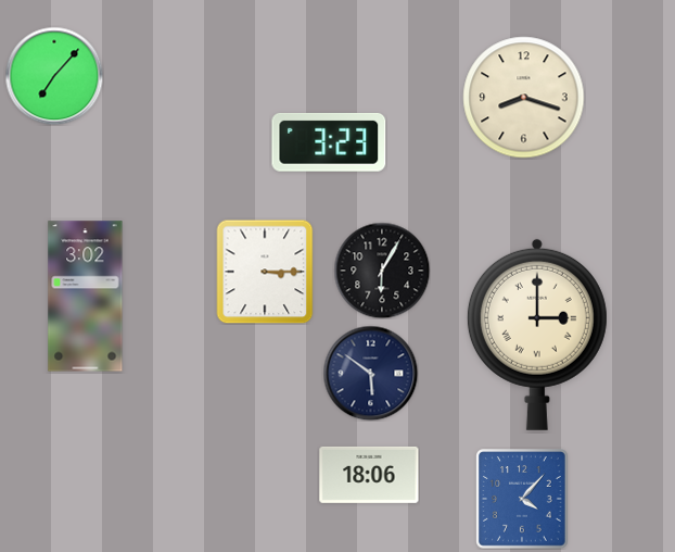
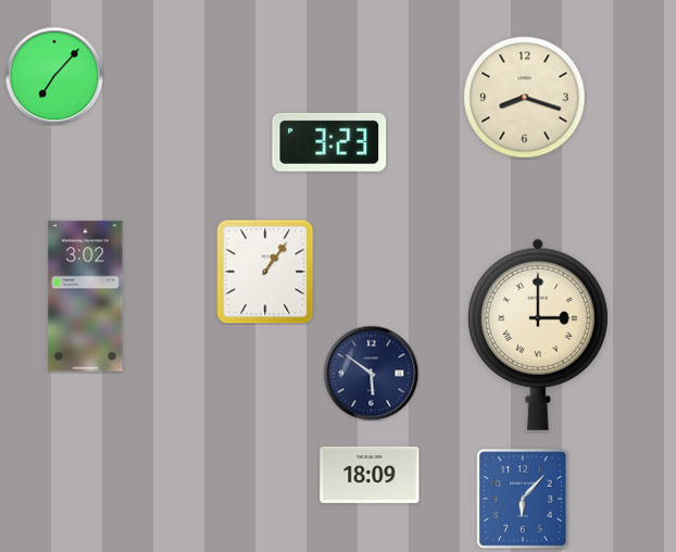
clock at (382, 271): 6:05 -> none
clock at (265, 272): 3:15 -> 1:06
clock at (369, 475): 18:06 -> 18:09
clock at (523, 499): 4:07 -> 6:07
